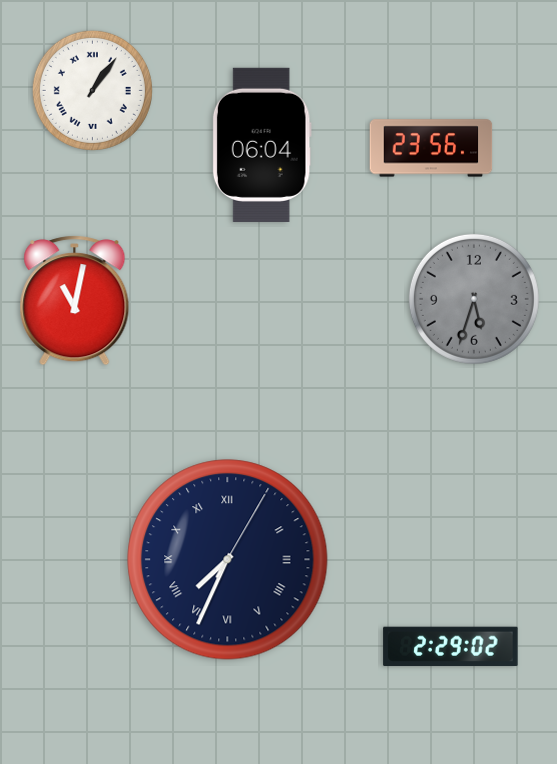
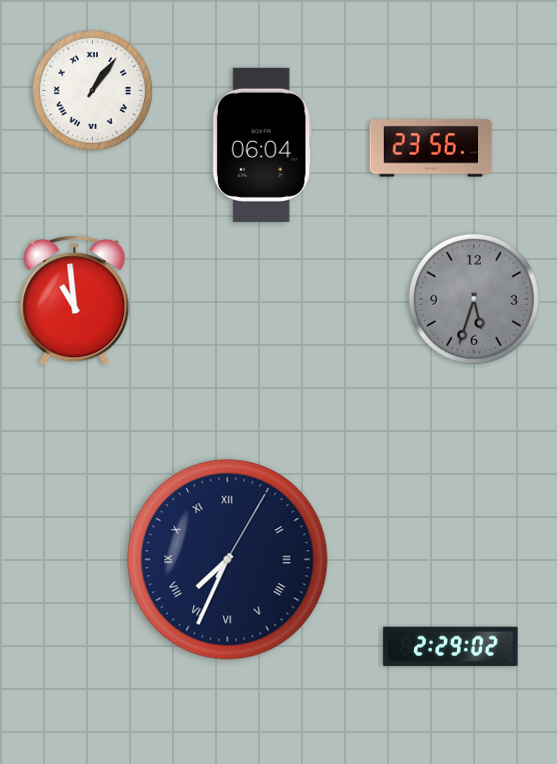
clock at (75, 301): 11:02 -> 10:59
